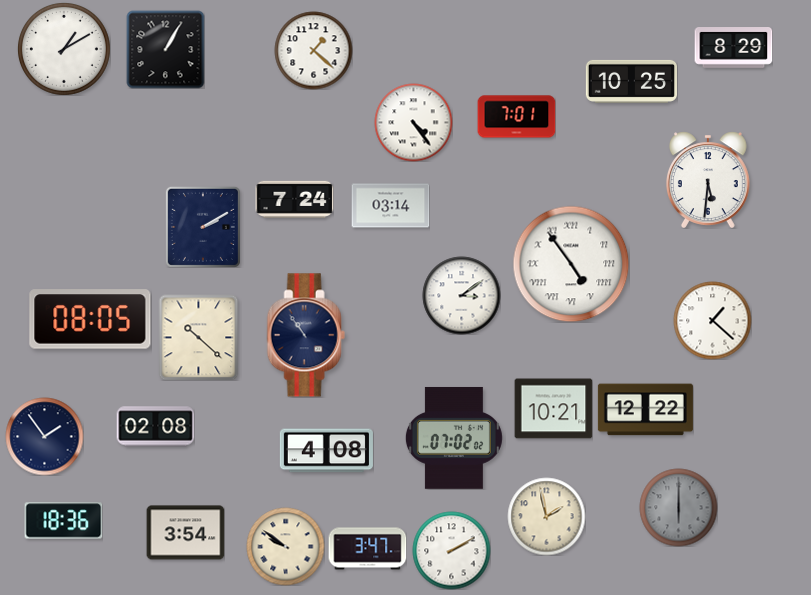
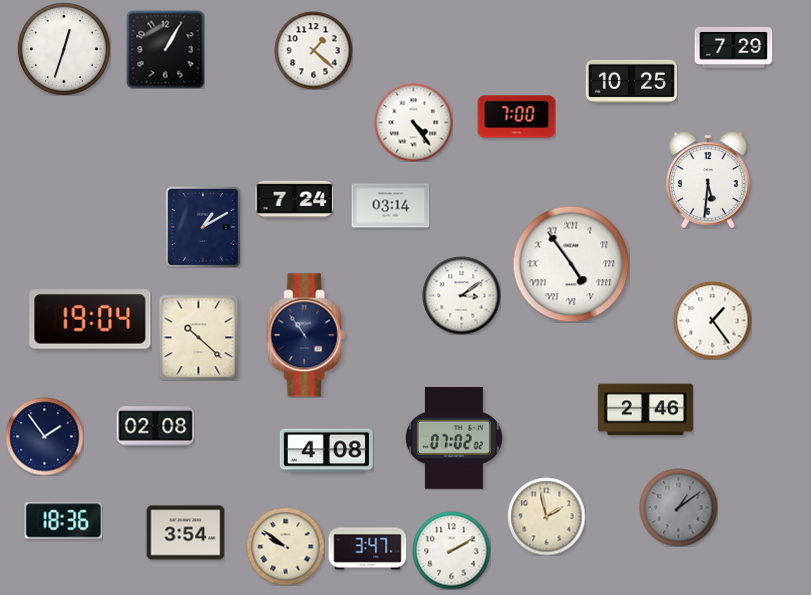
clock at (733, 48): 8:29 -> 7:29
clock at (64, 49): 1:10 -> 12:33
clock at (516, 117): 7:01 -> 7:00
clock at (203, 227): 2:10 -> 1:10
clock at (90, 319): 08:05 -> 19:04
clock at (712, 320): 1:22 -> 1:24
clock at (553, 409): 10:21 -> none
clock at (645, 410): 12:22 -> 2:46
clock at (678, 507): 6:00 -> 1:09
